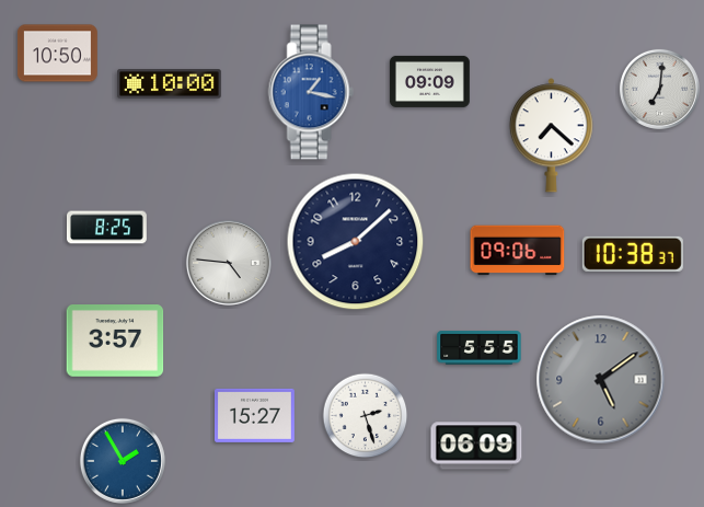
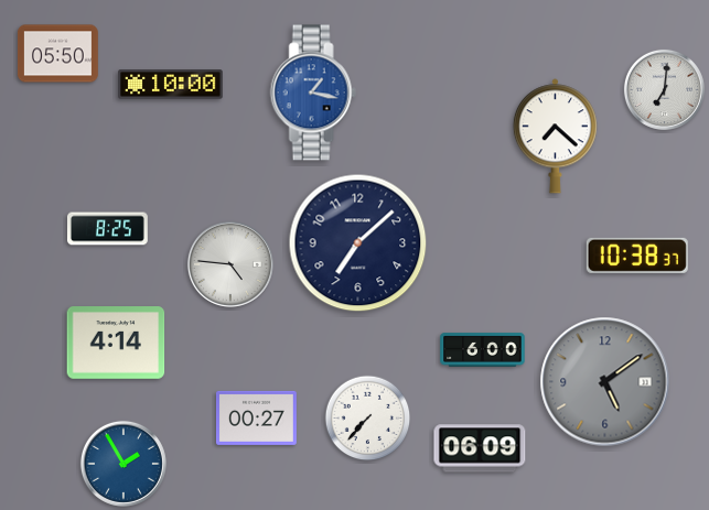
clock at (57, 54): 10:50 -> 05:50
clock at (429, 81): 09:09 -> none
clock at (356, 242): 8:08 -> 7:08
clock at (518, 251): 09:06 -> none
clock at (115, 342): 3:57 -> 4:14
clock at (480, 348): 5:55 -> 6:00
clock at (254, 415): 15:27 -> 00:27
clock at (366, 416): 2:27 -> 7:37
